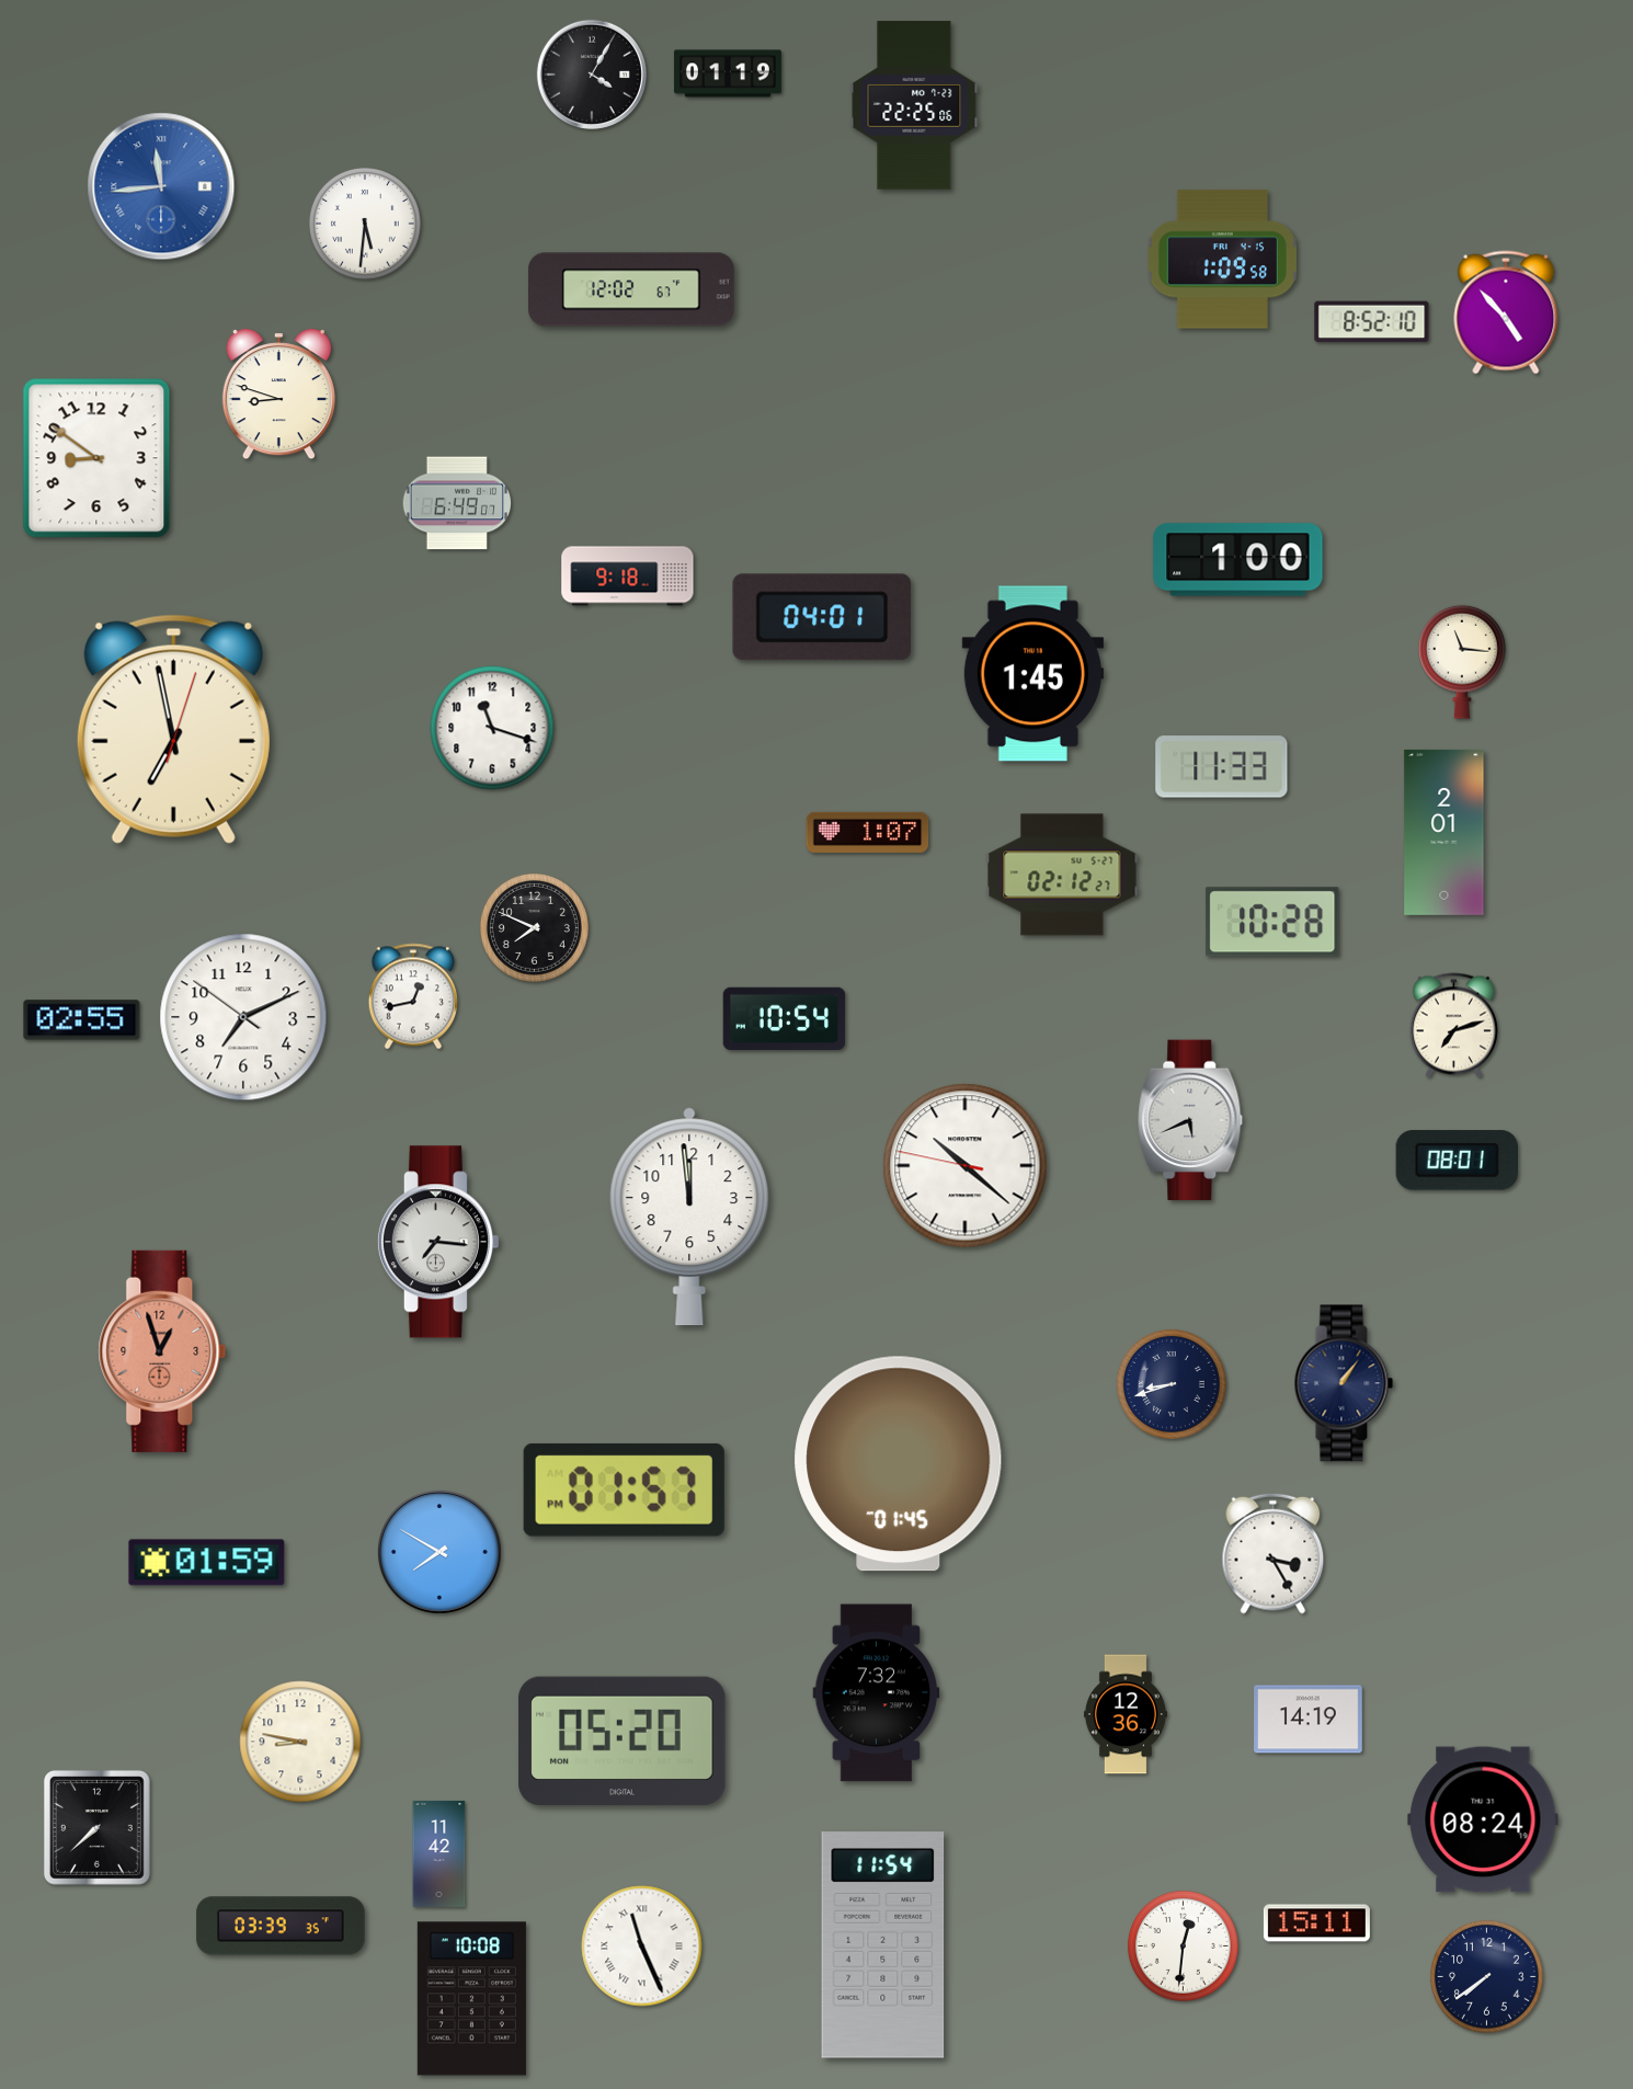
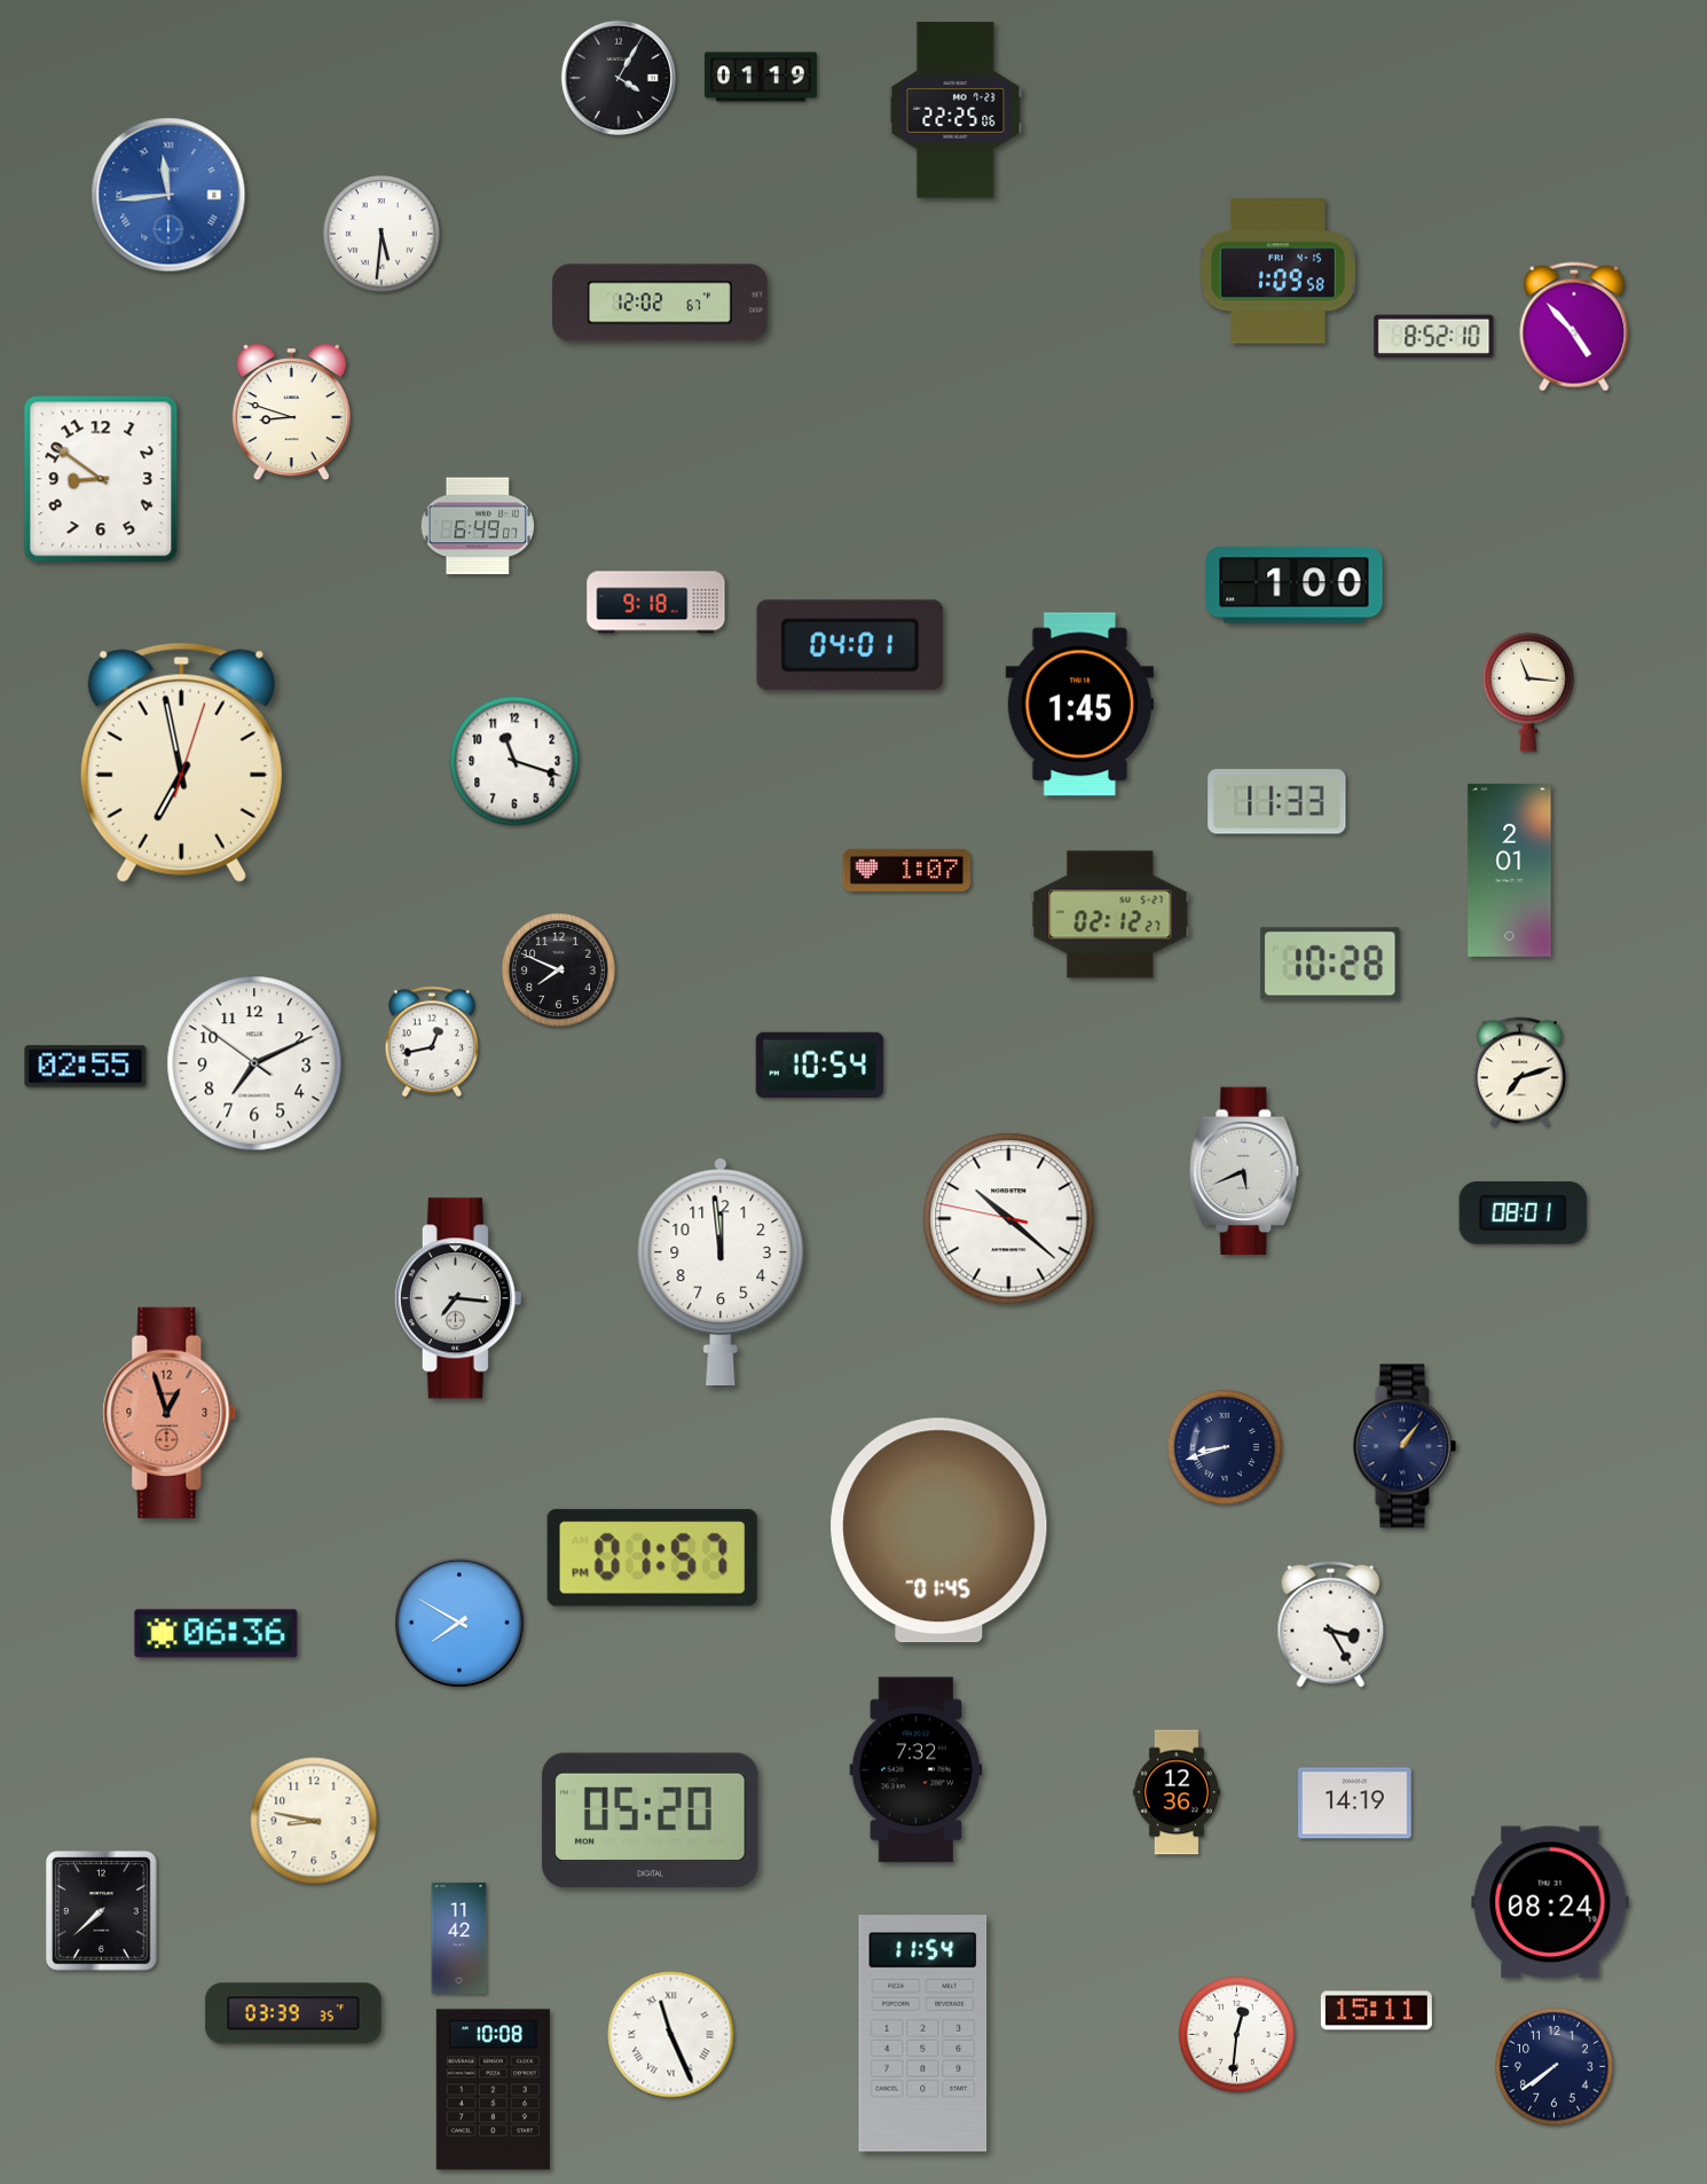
clock at (821, 617) position: (821, 617) -> (849, 645)
clock at (207, 1563): 01:59 -> 06:36
clock at (1309, 1720) position: (1309, 1720) -> (1355, 1804)
